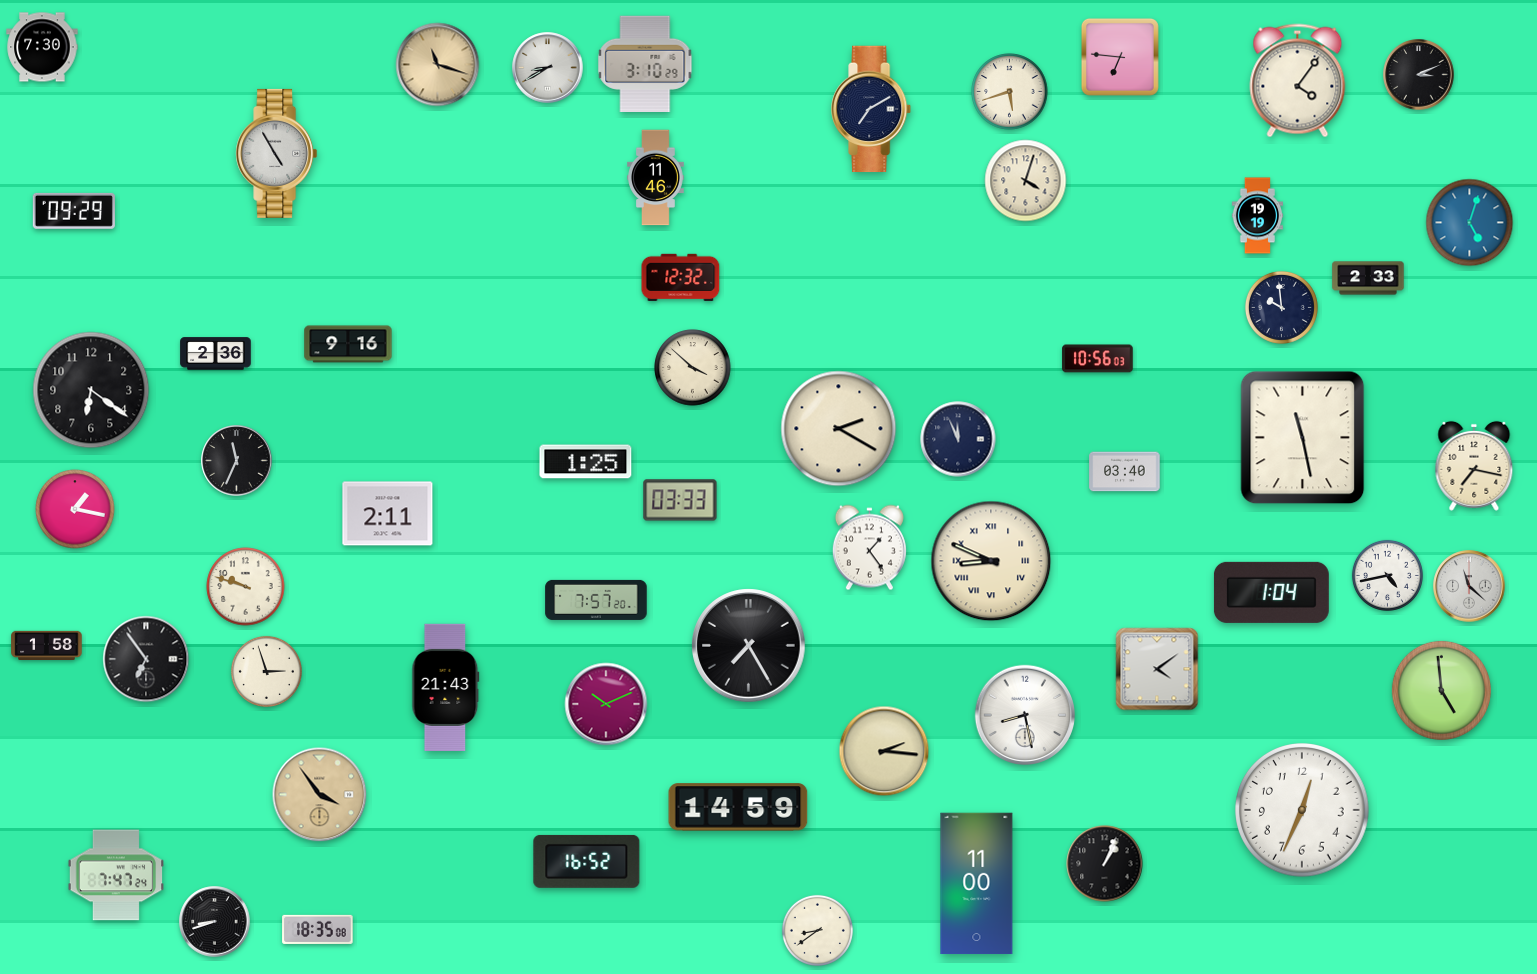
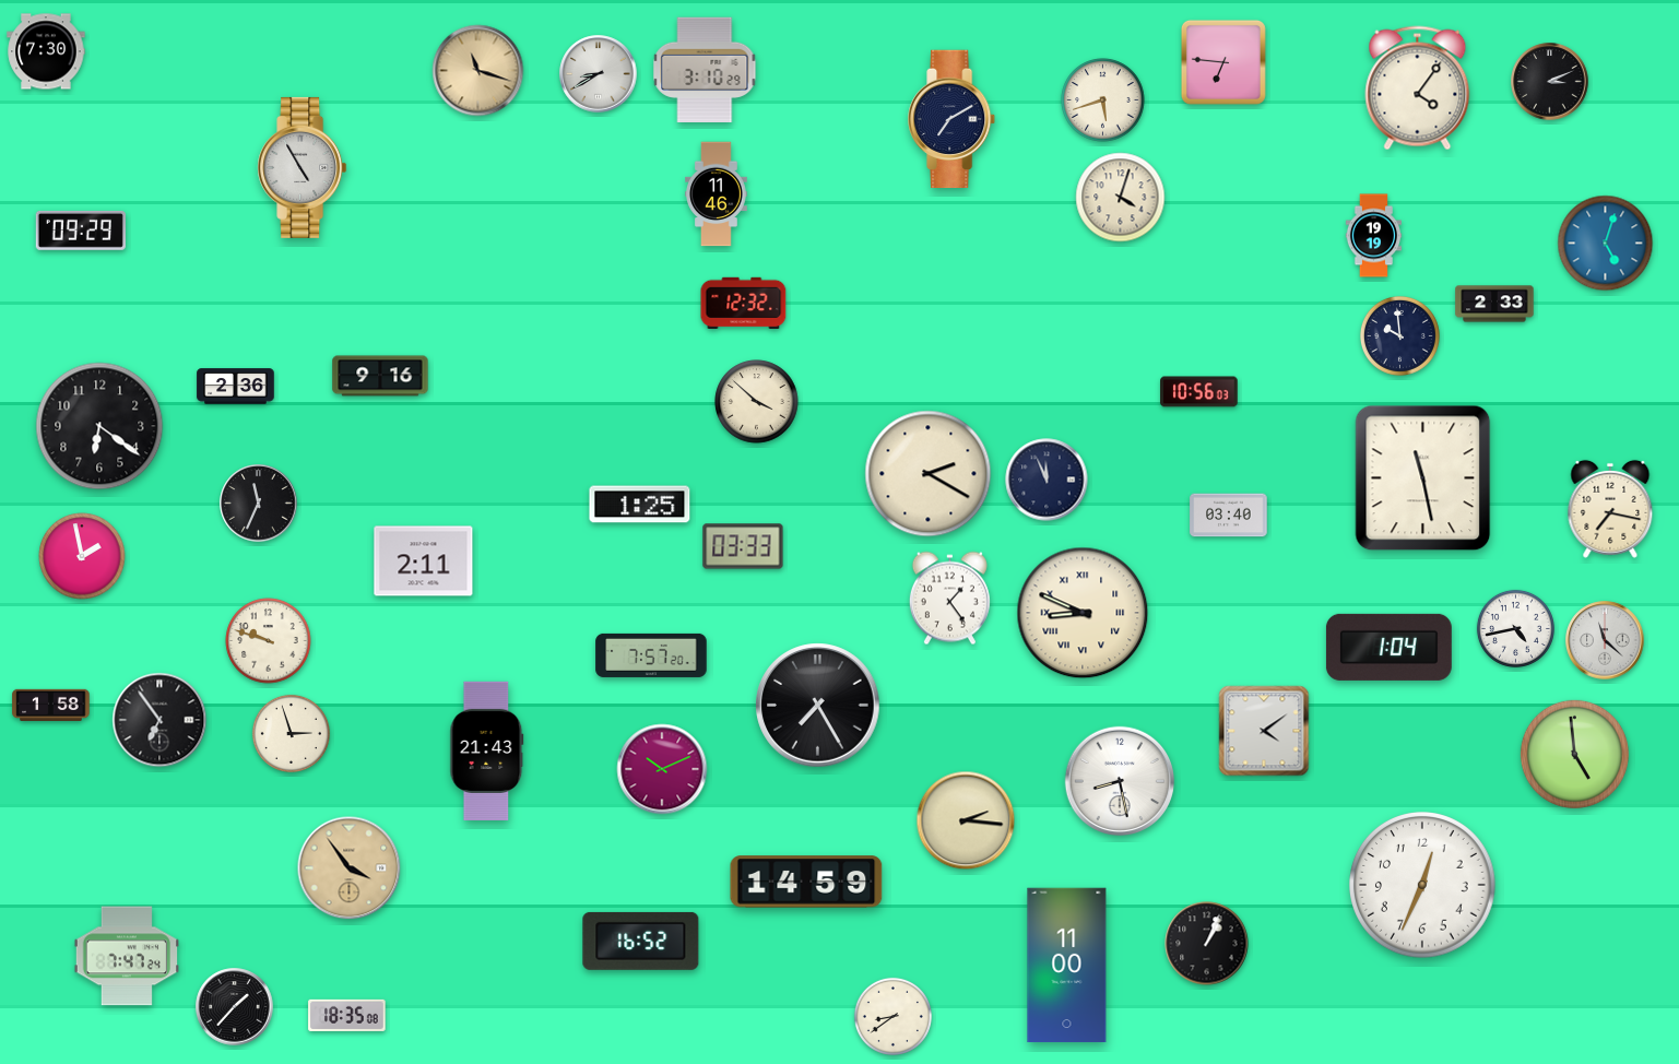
clock at (839, 429) position: (839, 429) -> (929, 474)
clock at (75, 509): 1:17 -> 1:58
clock at (215, 922): 8:42 -> 1:37
